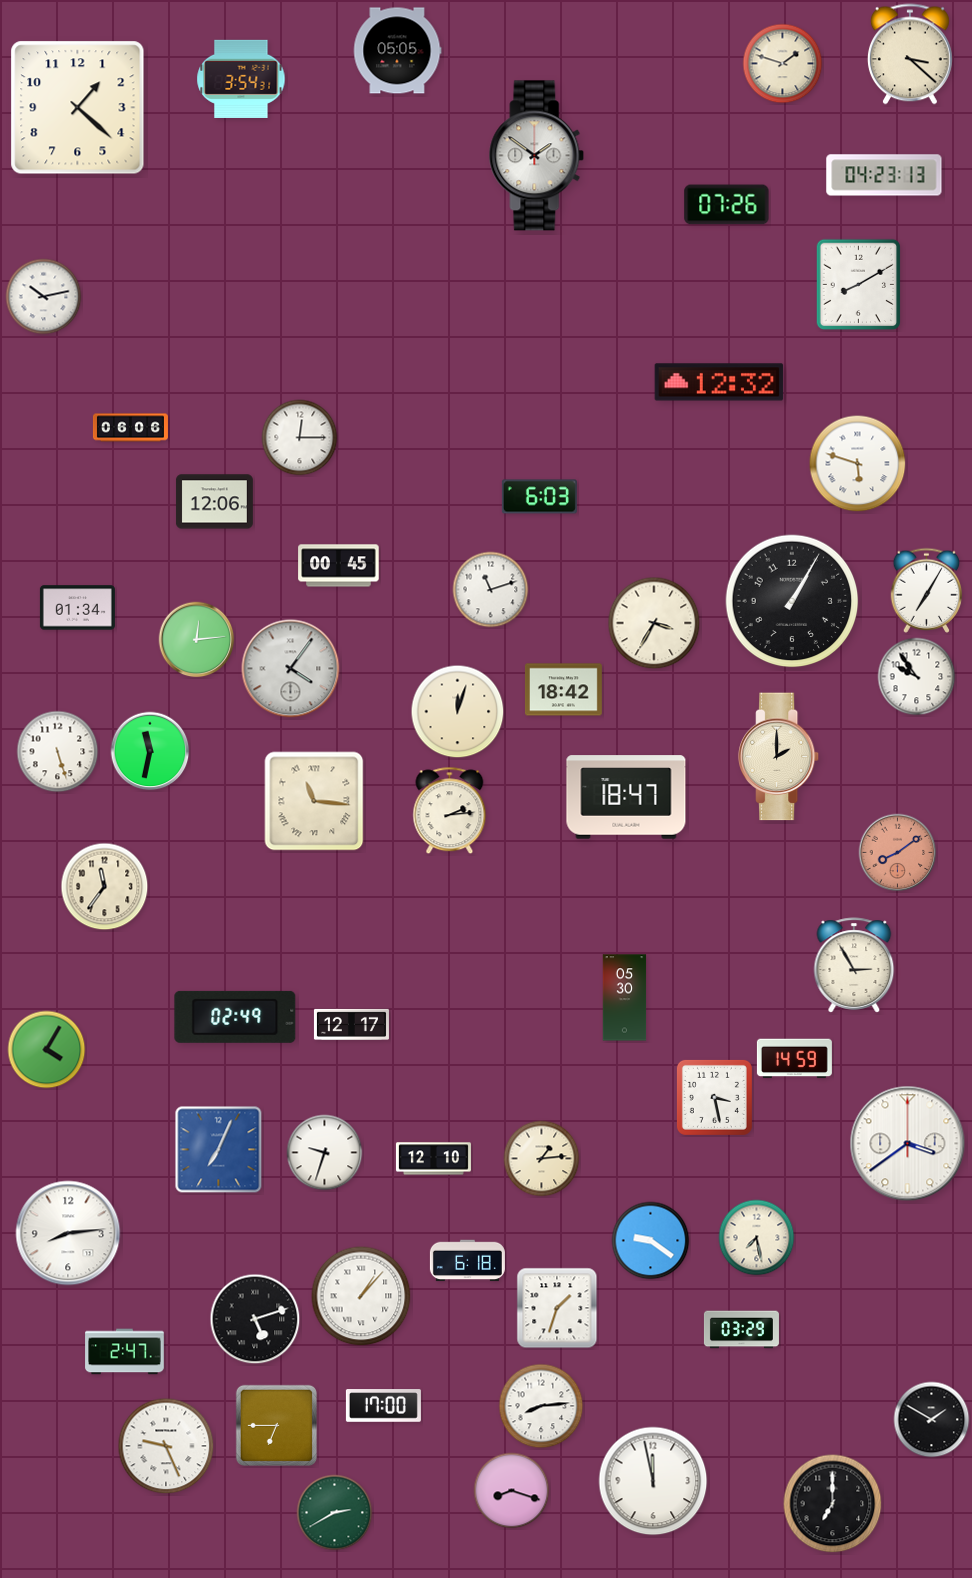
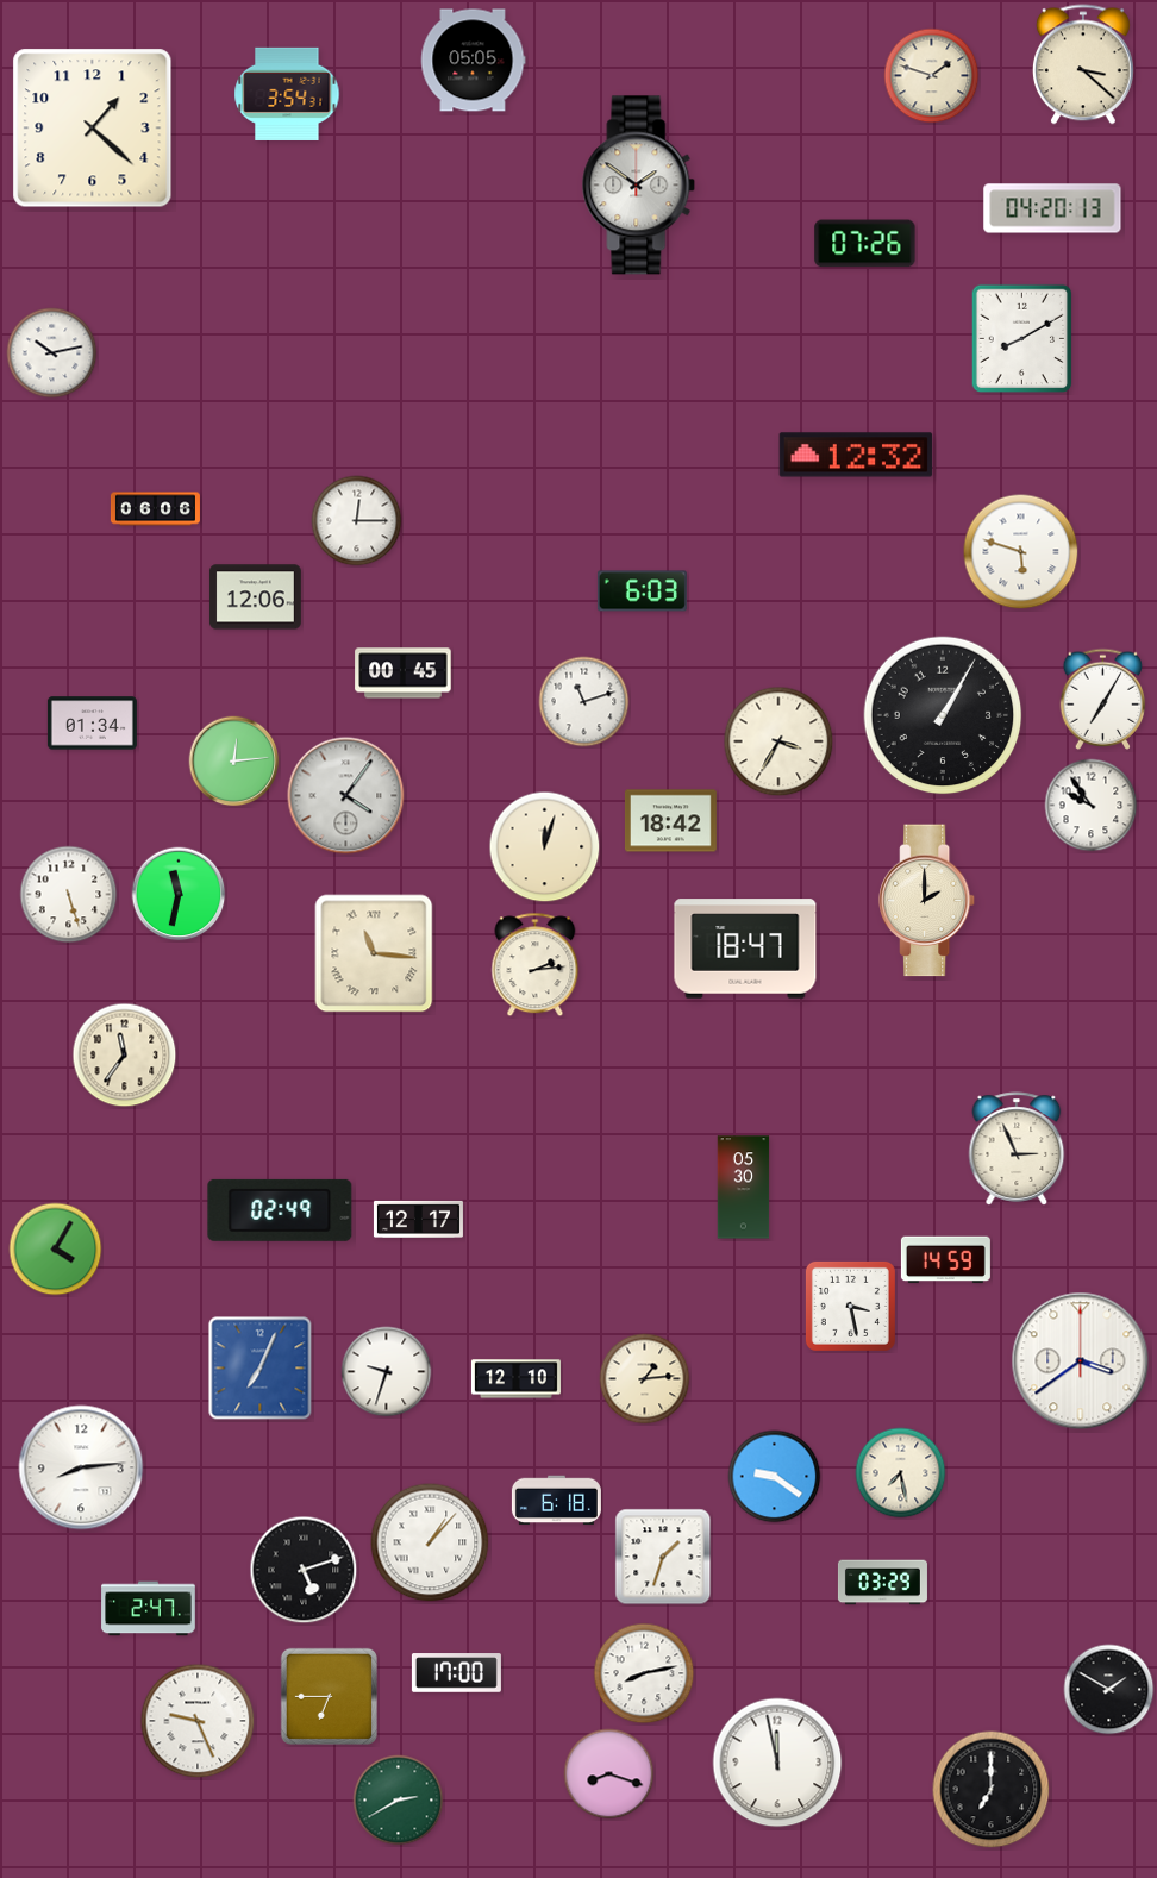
clock at (884, 175): 04:23 -> 04:20
clock at (927, 590) position: (927, 590) -> (1103, 699)
clock at (898, 853): 8:09 -> none
clock at (854, 965): 2:55 -> 2:56
clock at (541, 1406): 8:14 -> 8:13
